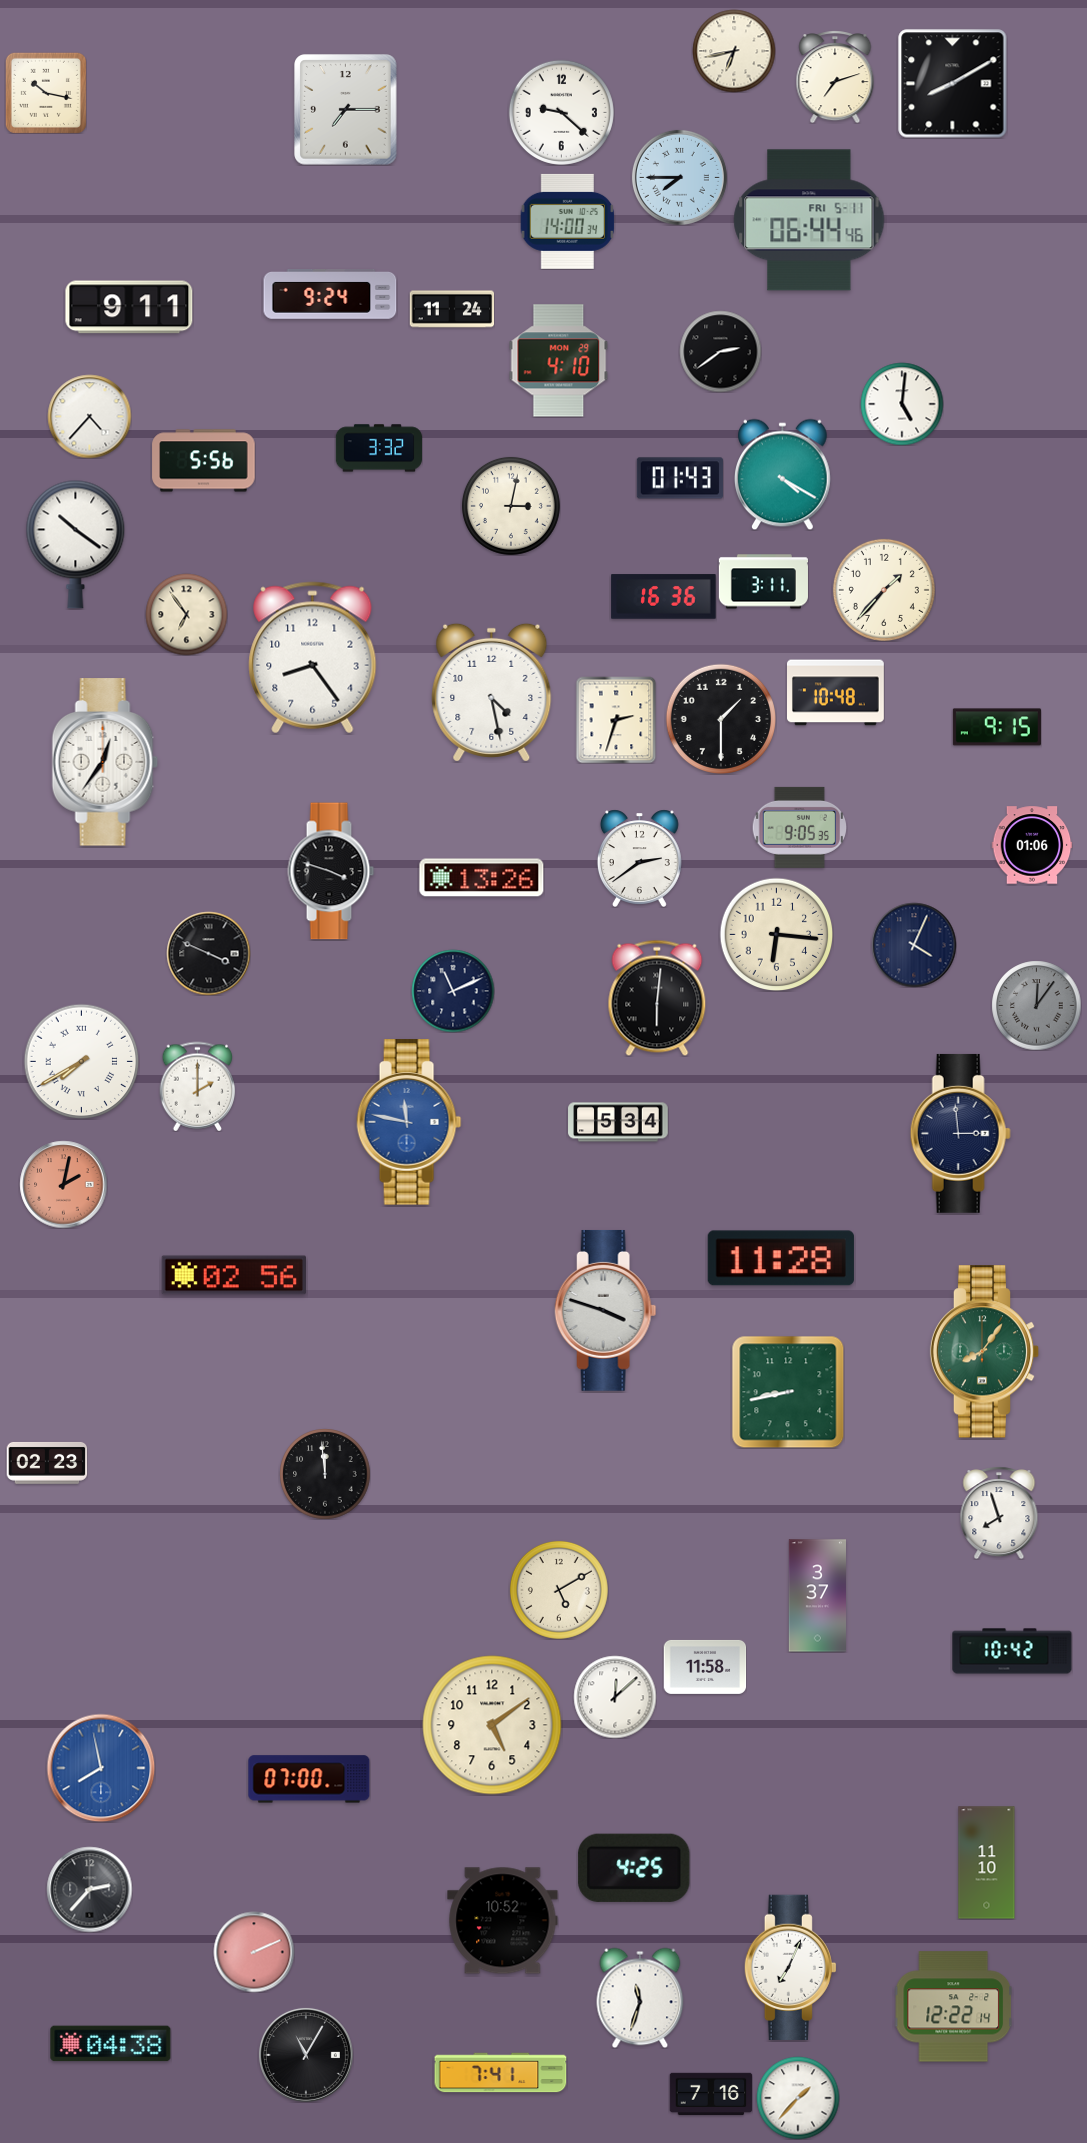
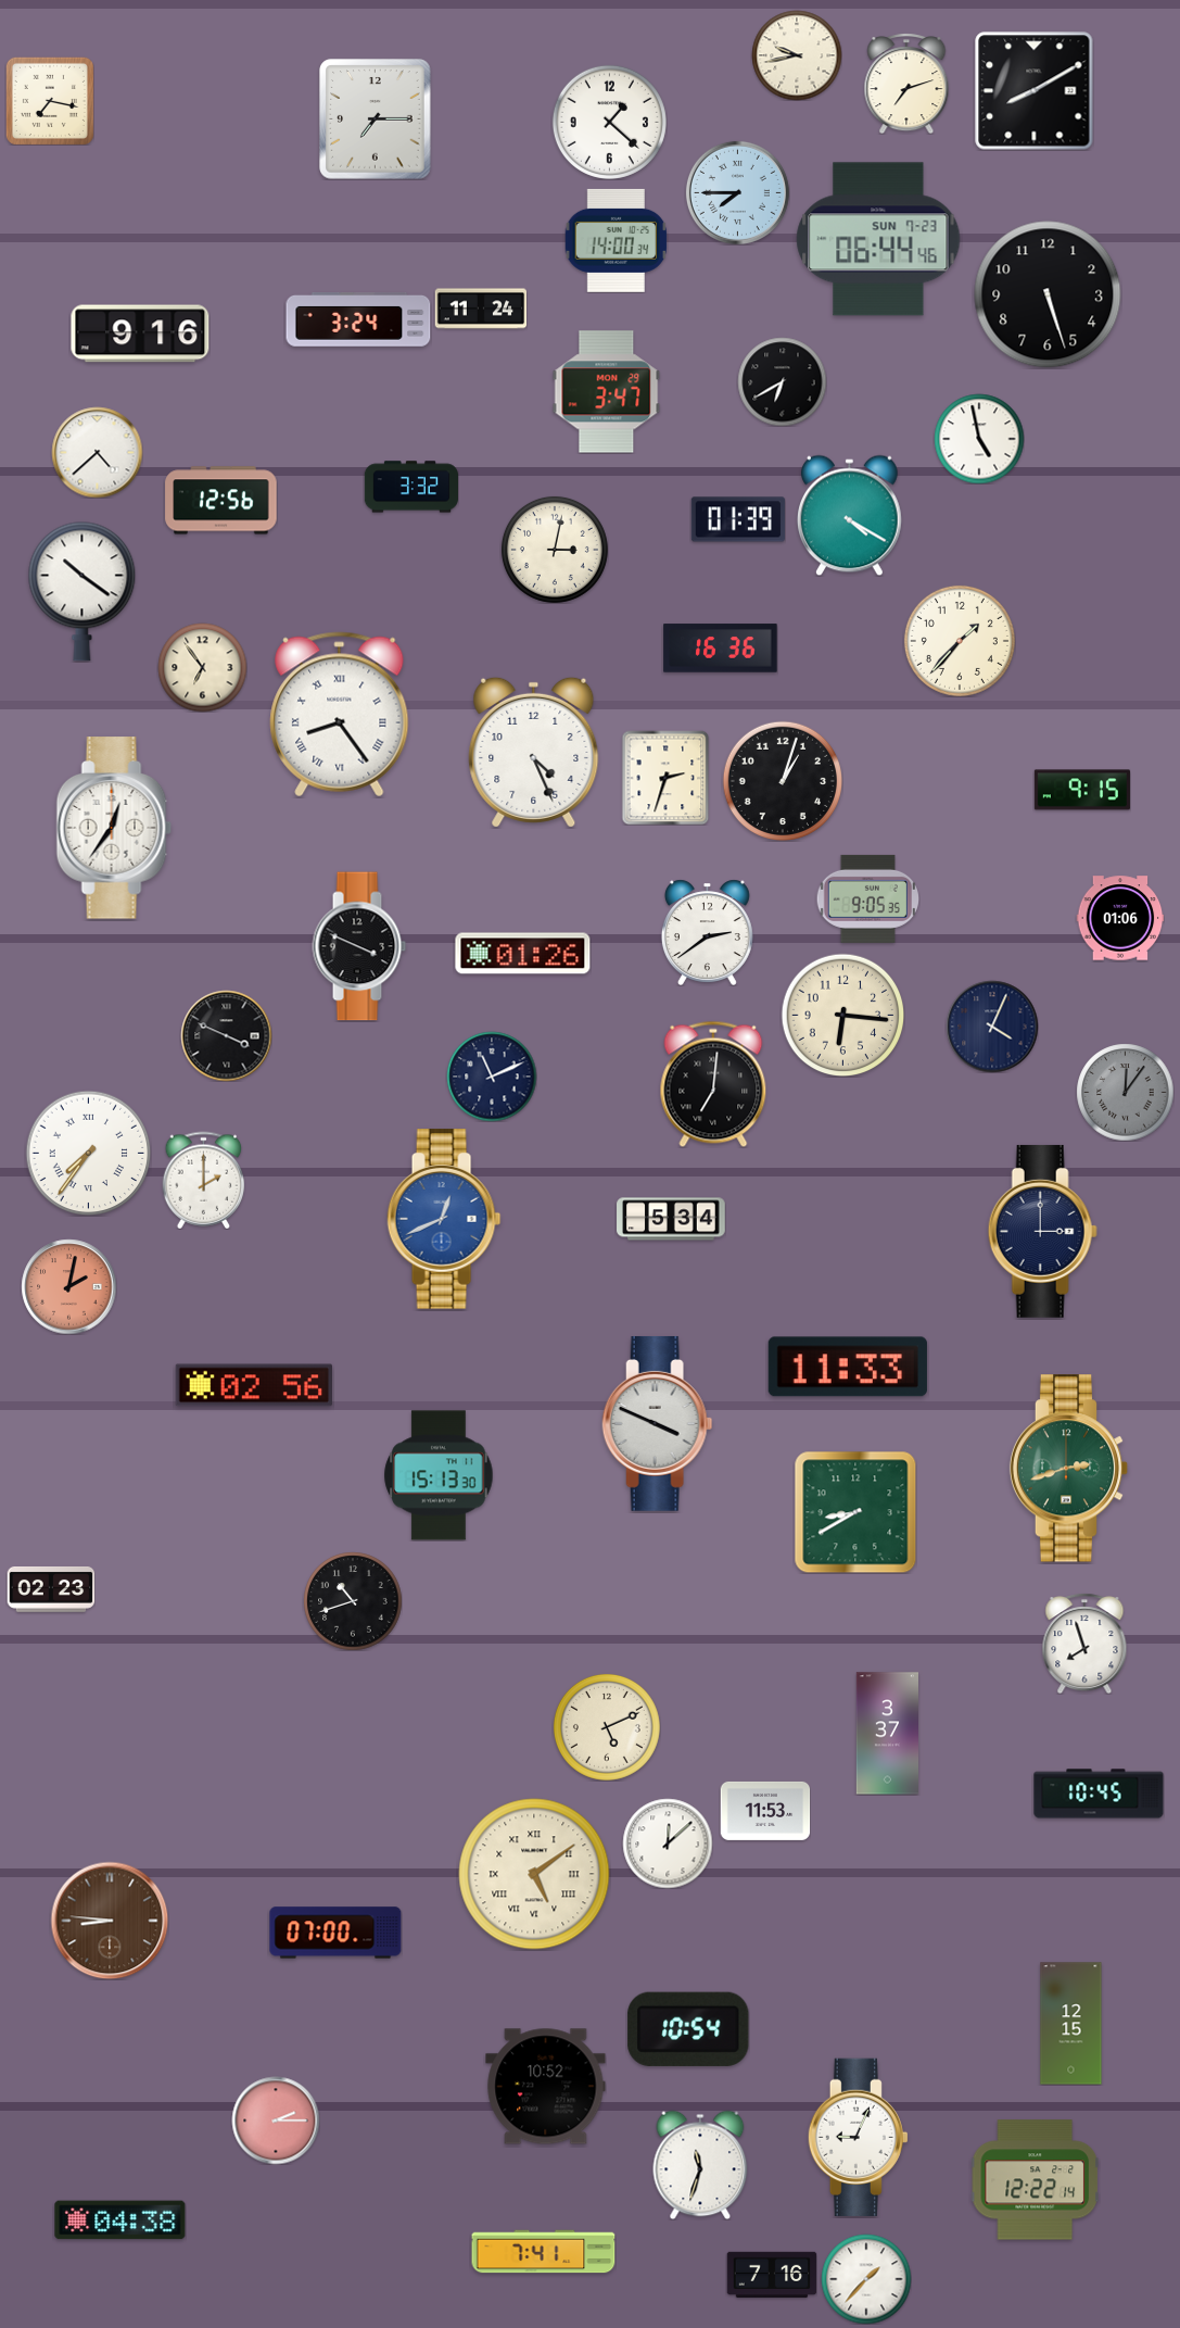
clock at (734, 51): 6:43 -> 9:43
clock at (46, 93): 10:17 -> 7:17
clock at (561, 112): 9:22 -> 1:22
clock at (809, 220) date: FRI 5-11 -> SUN 7-23
clock at (1048, 294): none -> 5:27
clock at (330, 295): 9:24 -> 3:24
clock at (129, 307): 9:11 -> 9:16
clock at (452, 309) position: (452, 309) -> (481, 309)
clock at (720, 351): 2:39 -> 6:40
clock at (559, 361): 4:10 -> 3:47
clock at (902, 404): 5:01 -> 4:58
clock at (89, 416): 4:37 -> 4:38
clock at (204, 461): 5:56 -> 12:56
clock at (680, 478): 01:43 -> 01:39
clock at (763, 582): 3:11 -> none
clock at (313, 658) numerals: Arabic -> Roman
clock at (492, 692): 4:28 -> 4:26
clock at (836, 693): 10:48 -> none
clock at (720, 718): 1:30 -> 1:03
clock at (616, 720) position: (616, 720) -> (665, 778)
clock at (639, 858) position: (639, 858) -> (707, 932)
clock at (331, 871): 3:48 -> 3:49
clock at (482, 878): 13:26 -> 01:26
clock at (657, 998): 6:01 -> 7:01
clock at (81, 1061): 7:40 -> 7:36
clock at (198, 1086) position: (198, 1086) -> (204, 1180)
clock at (409, 1122): 11:47 -> 12:41
clock at (960, 1133): 2:59 -> 3:00
clock at (781, 1258): 11:28 -> 11:33
clock at (606, 1310): 3:48 -> 3:49
clock at (985, 1352): 8:06 -> 2:42
clock at (439, 1475): none -> 15:13
clock at (788, 1392): 8:43 -> 8:40
clock at (325, 1474): 11:59 -> 10:42
clock at (559, 1590): 5:10 -> 5:11
clock at (1012, 1651): 10:42 -> 10:45
clock at (705, 1667): 11:58 -> 11:53
clock at (492, 1725) numerals: Arabic -> Roman
clock at (101, 1768): 7:58 -> 8:46
clock at (101, 1768) dial: blue -> brown
clock at (987, 1863): 11:10 -> 12:15
clock at (634, 1868): 4:25 -> 10:54
clock at (89, 1889): 2:37 -> none
clock at (254, 1952): 2:11 -> 2:15
clock at (790, 1967): 7:04 -> 9:04
clock at (640, 1998) position: (640, 1998) -> (700, 2165)
clock at (306, 2055): 11:05 -> none
